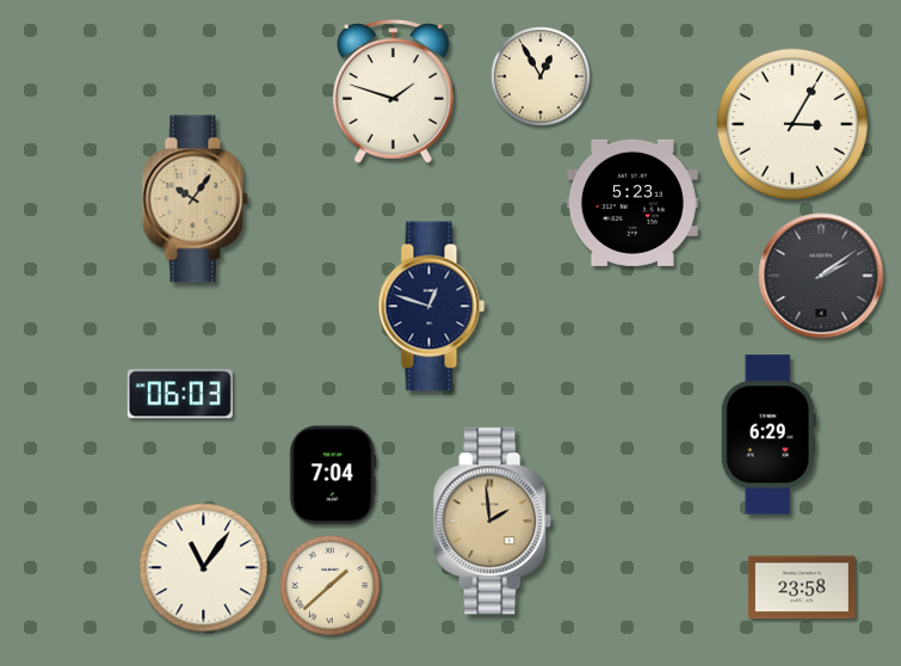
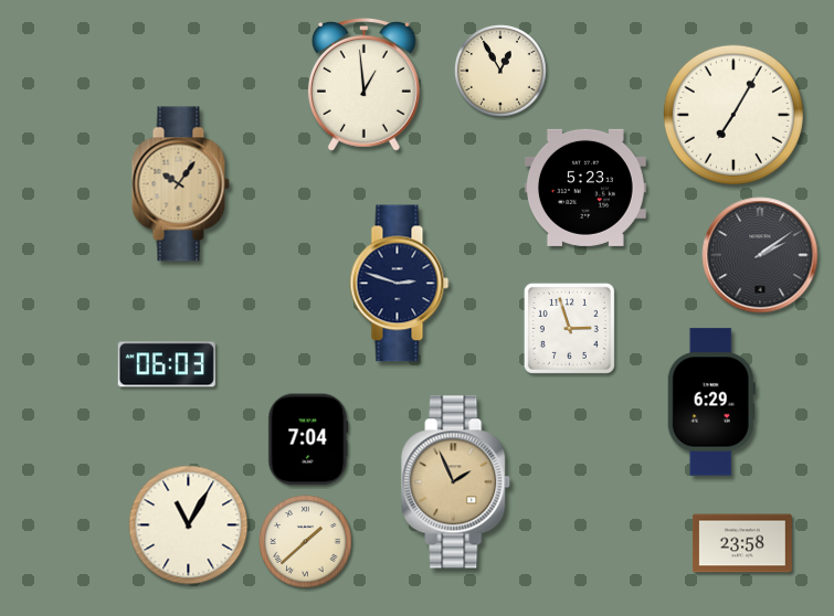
clock at (393, 92): 1:48 -> 12:59
clock at (792, 124): 3:05 -> 7:05
clock at (432, 307): 12:48 -> 2:48
clock at (569, 328): none -> 2:57
clock at (493, 522): 1:59 -> 1:56
clock at (204, 568): 11:06 -> 11:05
